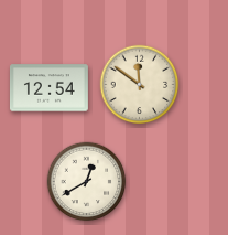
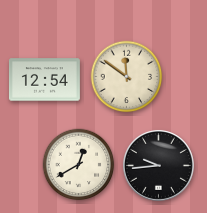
clock at (158, 165): none -> 9:44
